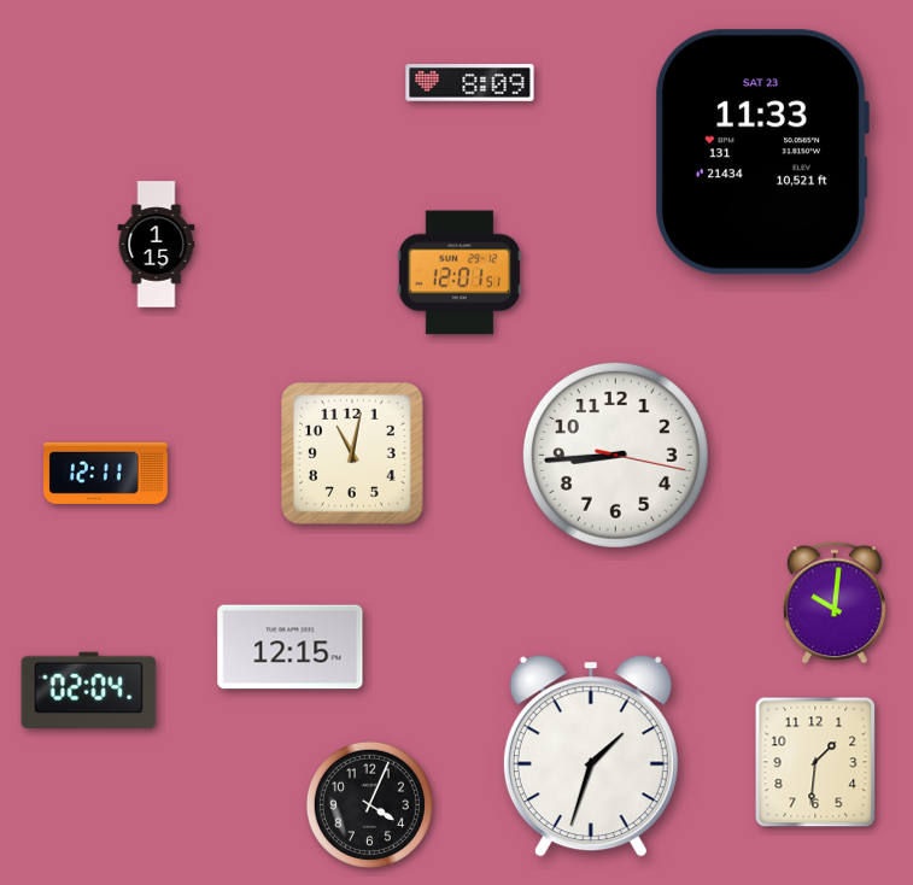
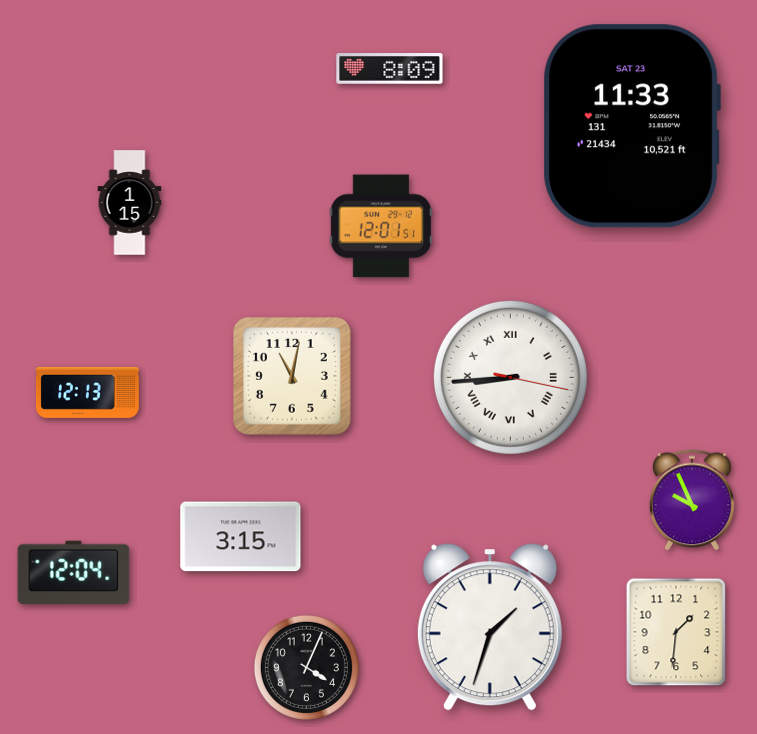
clock at (615, 455) numerals: Arabic -> Roman
clock at (106, 473): 12:11 -> 12:13
clock at (836, 603): 10:01 -> 9:56
clock at (291, 647): 12:15 -> 3:15
clock at (89, 691): 02:04 -> 12:04
